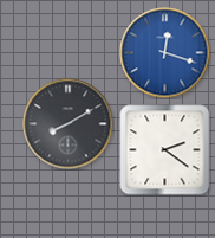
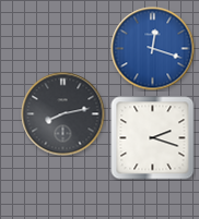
clock at (69, 124): 8:10 -> 8:13
clock at (165, 150): 2:21 -> 2:18
